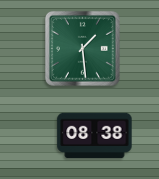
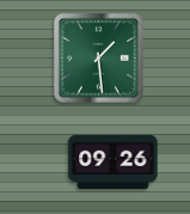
clock at (95, 136): 08:38 -> 09:26
